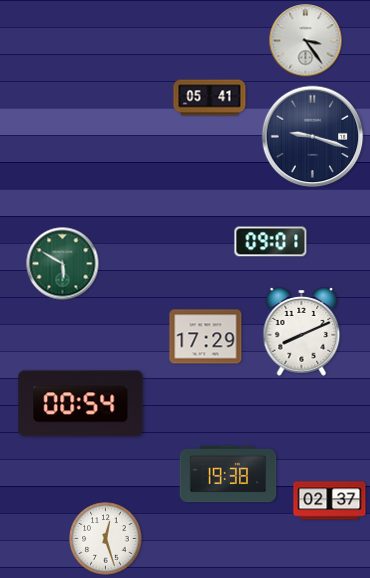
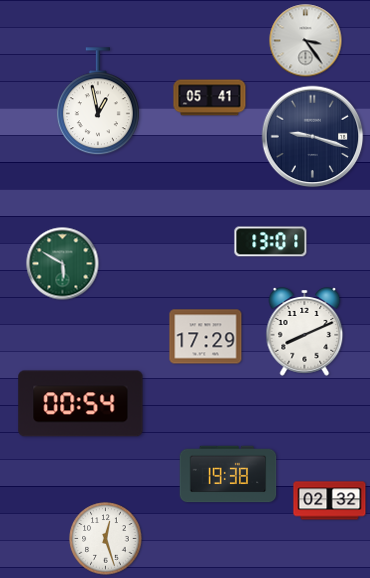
clock at (98, 102): none -> 12:58
clock at (271, 242): 09:01 -> 13:01
clock at (302, 332) position: (302, 332) -> (305, 332)
clock at (330, 501): 02:37 -> 02:32
